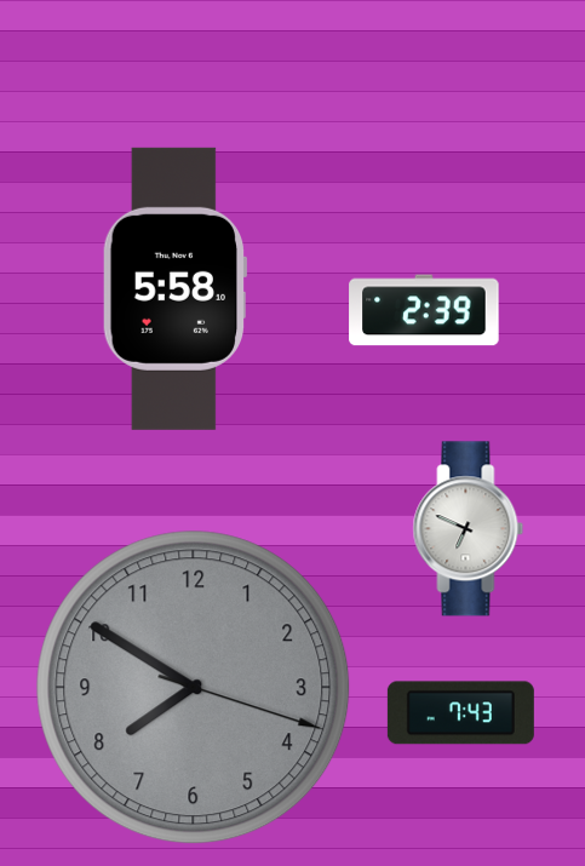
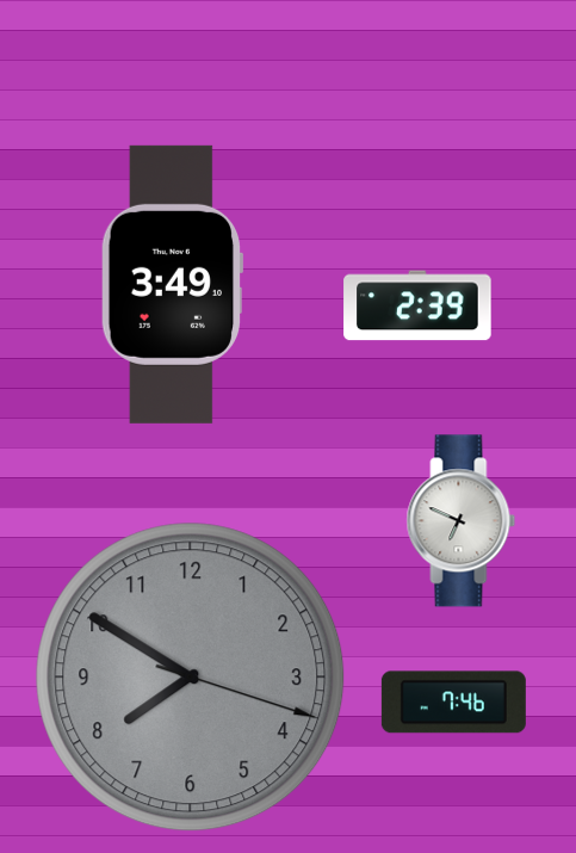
clock at (174, 288): 5:58 -> 3:49
clock at (460, 713): 7:43 -> 7:46
